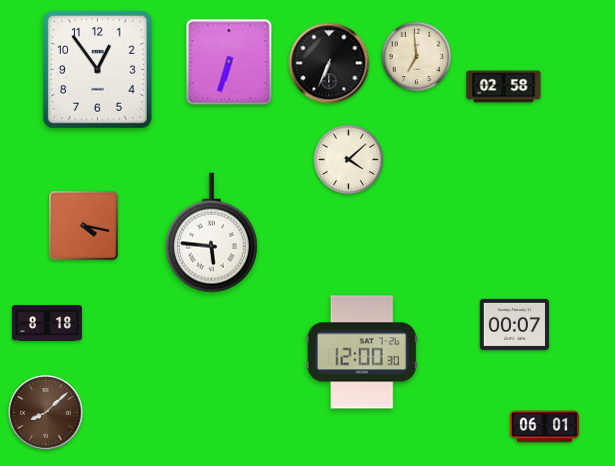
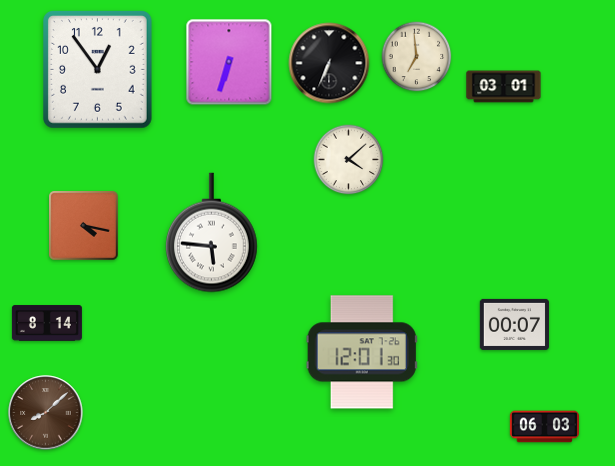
clock at (504, 87): 02:58 -> 03:01
clock at (47, 323): 8:18 -> 8:14
clock at (362, 352): 12:00 -> 12:01
clock at (544, 427): 06:01 -> 06:03
